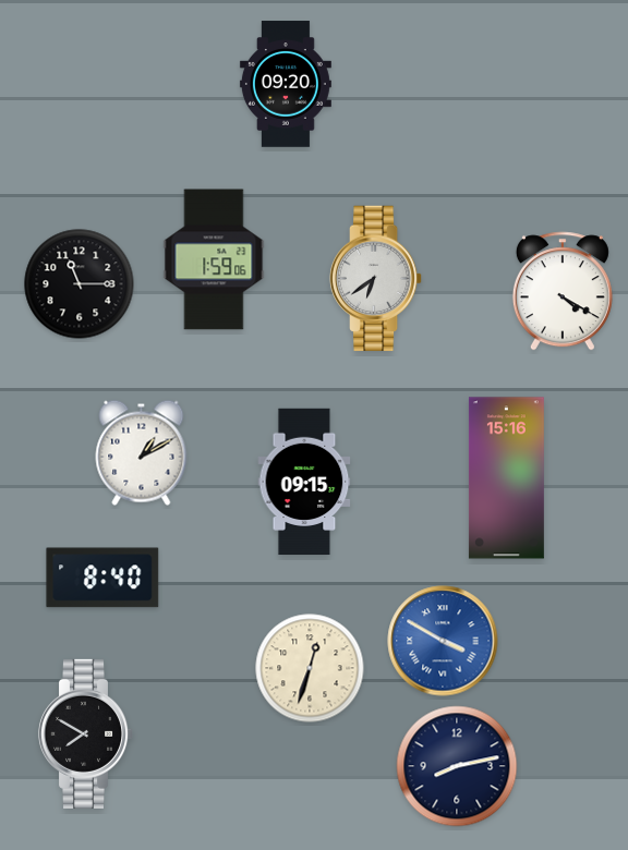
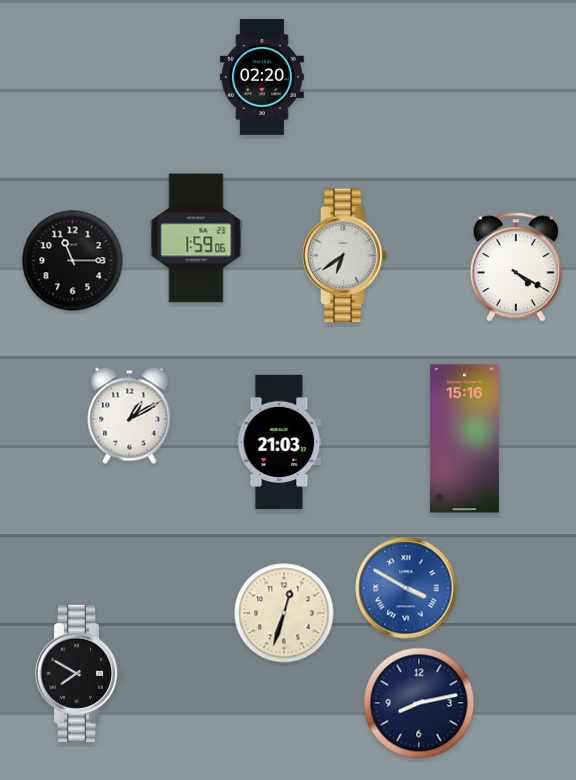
clock at (286, 84): 09:20 -> 02:20
clock at (304, 482): 09:15 -> 21:03
clock at (102, 578): 8:40 -> none
